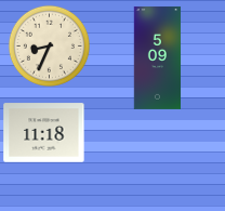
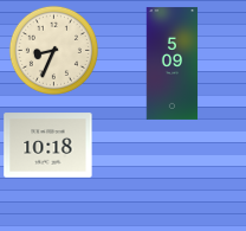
clock at (44, 133): 11:18 -> 10:18
